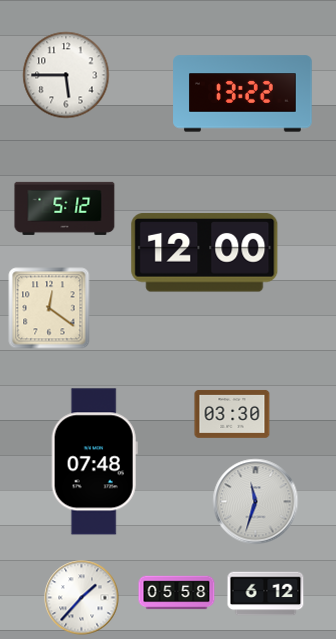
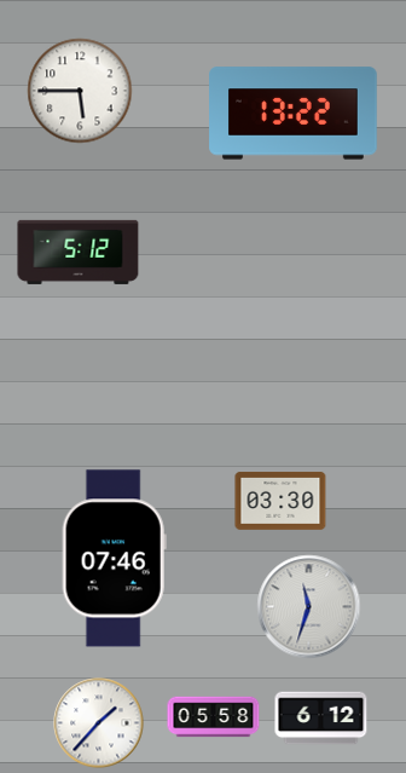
clock at (205, 253): 12:00 -> none
clock at (49, 308): 12:21 -> none
clock at (94, 462): 07:48 -> 07:46
